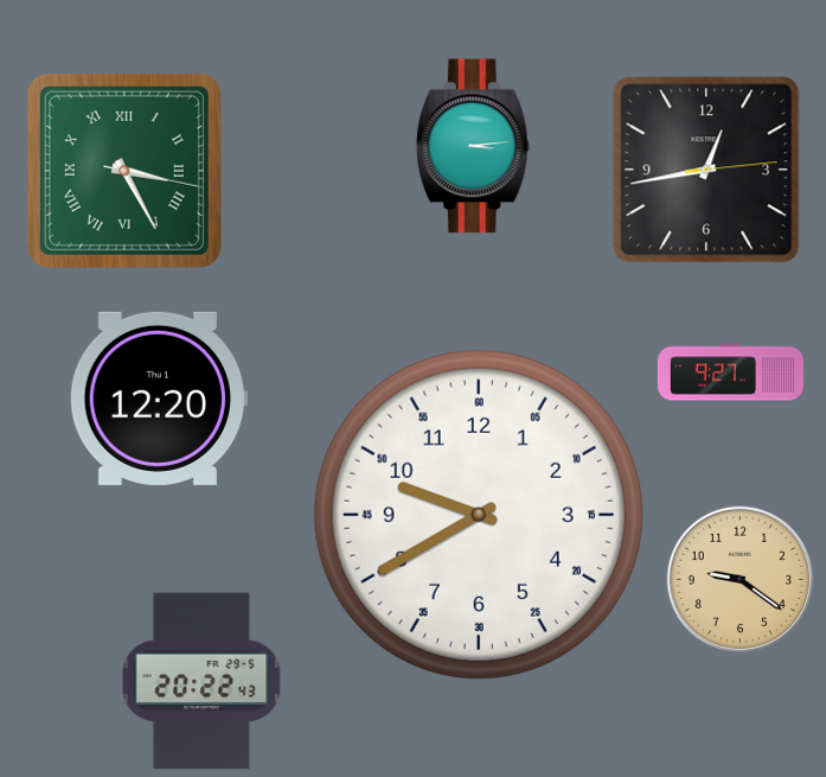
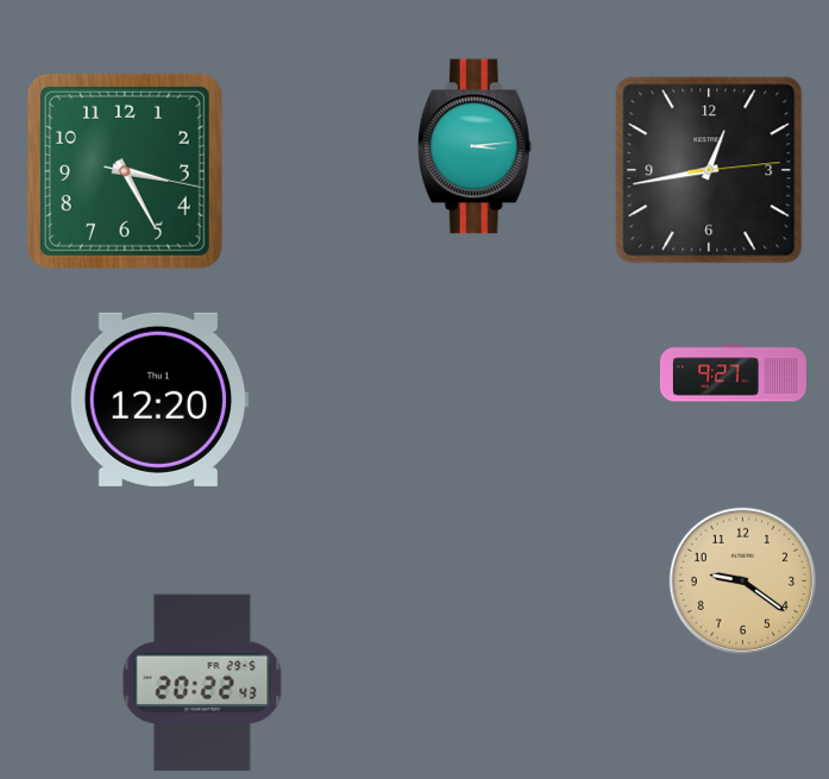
clock at (124, 171) numerals: Roman -> Arabic
clock at (479, 515): 9:40 -> none
